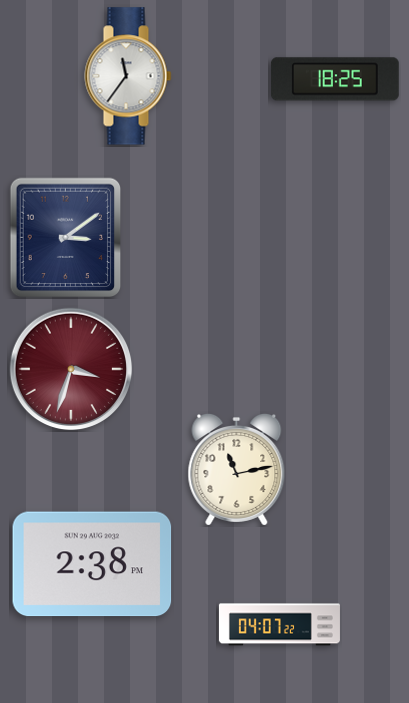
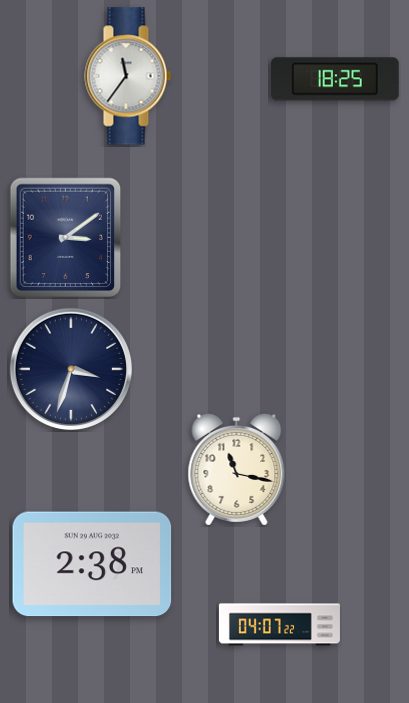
clock at (71, 369) dial: burgundy -> navy
clock at (237, 469): 11:13 -> 11:17
